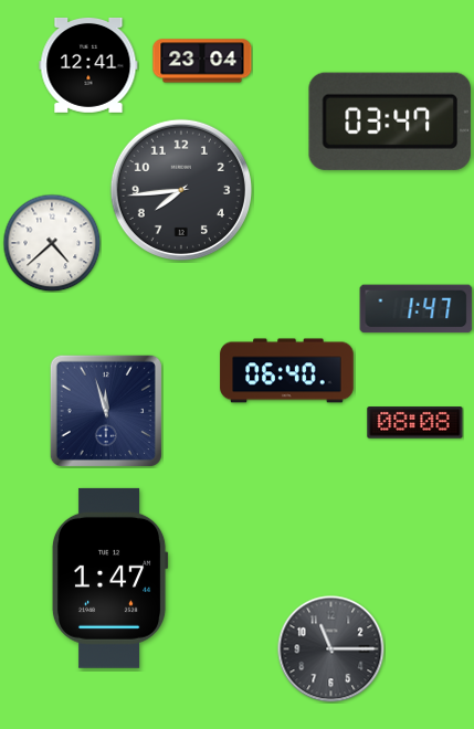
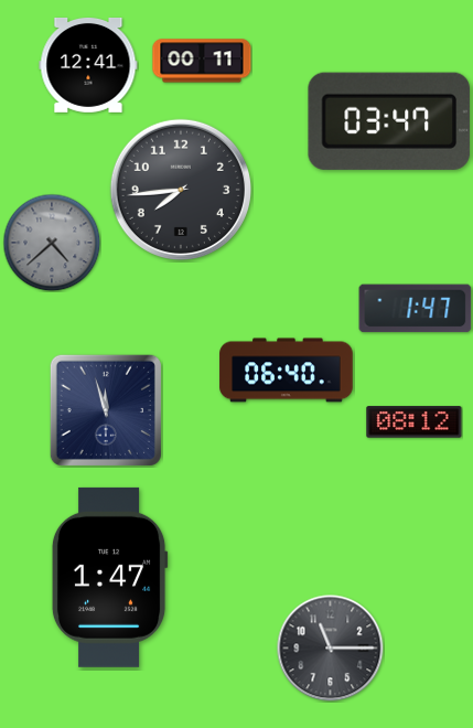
clock at (202, 61): 23:04 -> 00:11
clock at (52, 243) dial: white -> grey
clock at (415, 423): 08:08 -> 08:12
